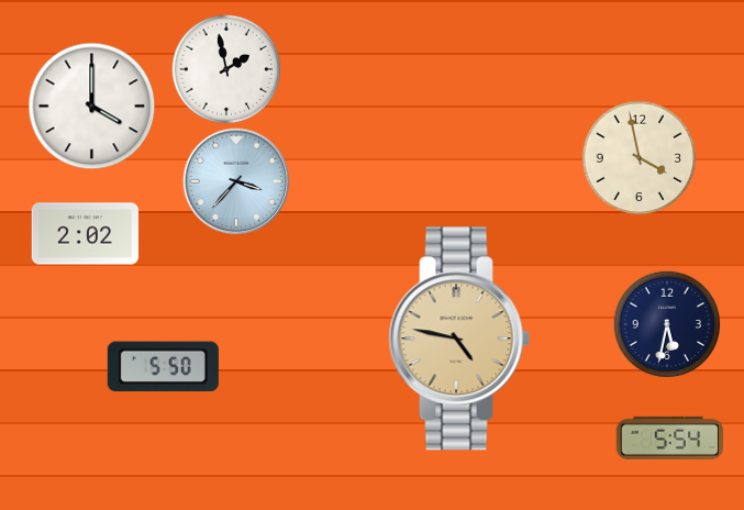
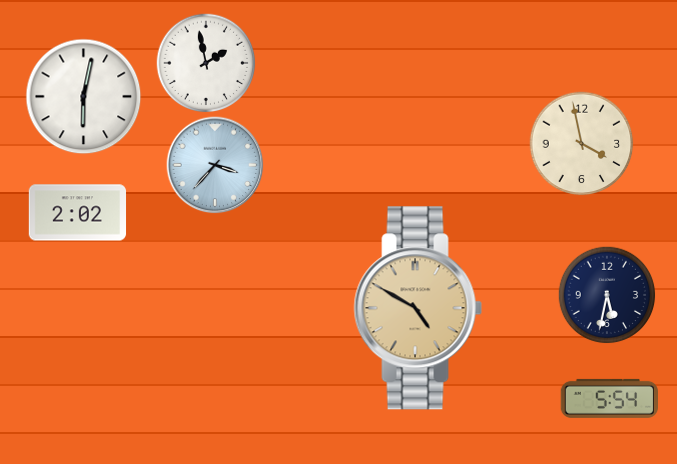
clock at (92, 107): 4:00 -> 6:02
clock at (459, 339): 4:47 -> 4:50
clock at (163, 367): 5:50 -> none
